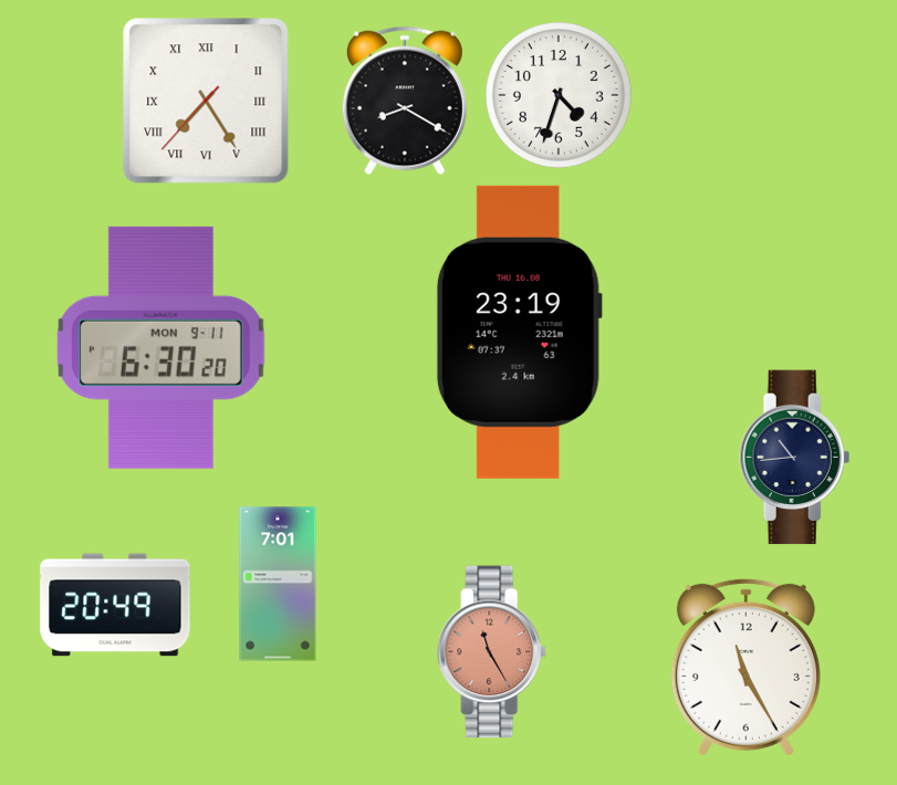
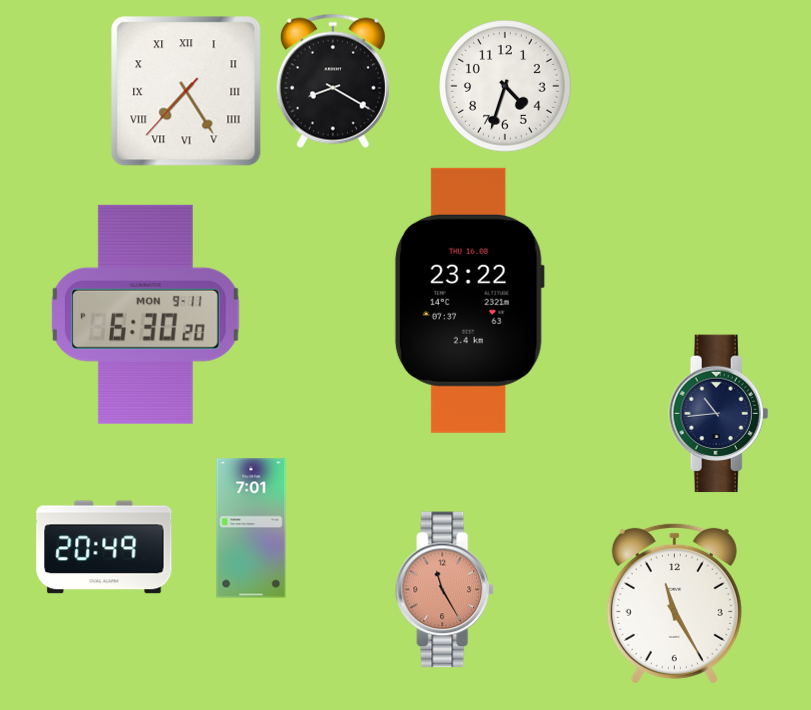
clock at (405, 101) position: (405, 101) -> (333, 81)
clock at (519, 332): 23:19 -> 23:22
